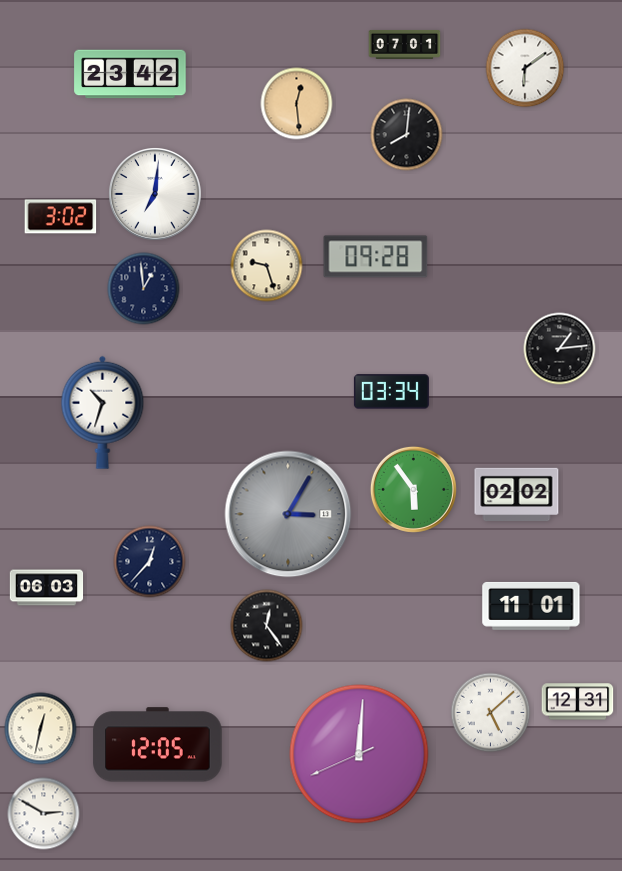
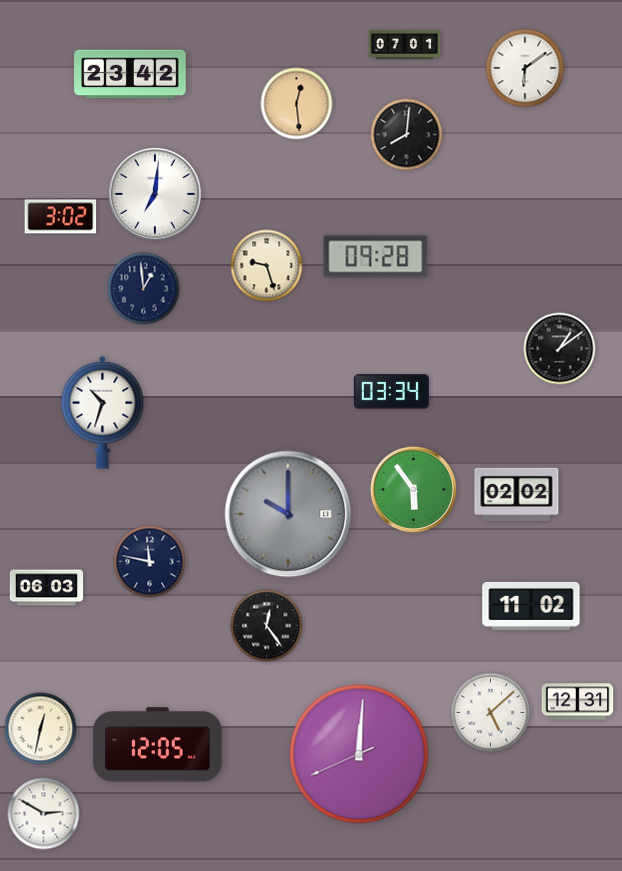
clock at (560, 349): 1:14 -> 1:09
clock at (288, 514): 3:05 -> 10:00
clock at (150, 562): 12:37 -> 11:47
clock at (531, 606): 11:01 -> 11:02
